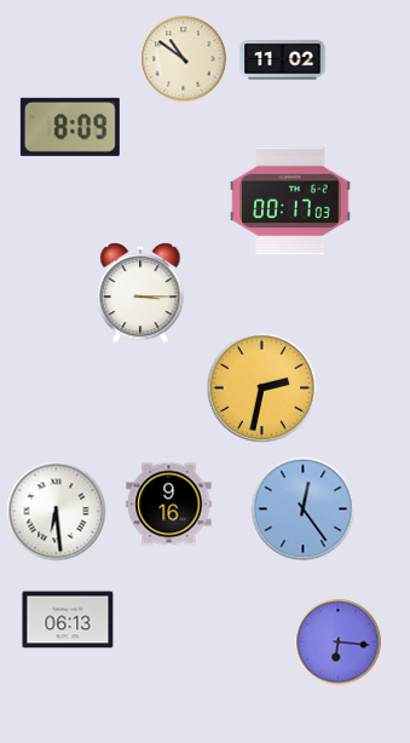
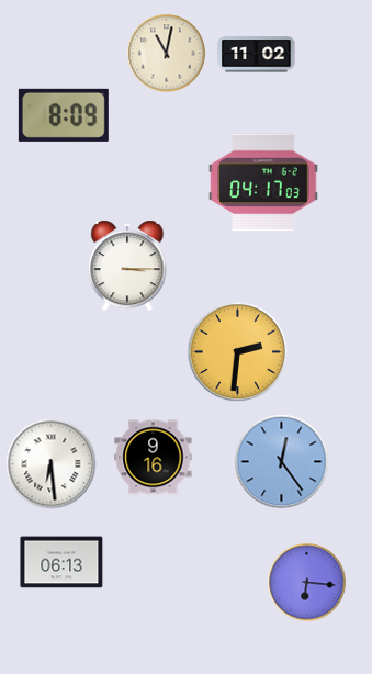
clock at (184, 59): 10:51 -> 11:02
clock at (290, 201): 00:17 -> 04:17
clock at (262, 388): 2:32 -> 2:31
clock at (304, 509) position: (304, 509) -> (282, 462)
